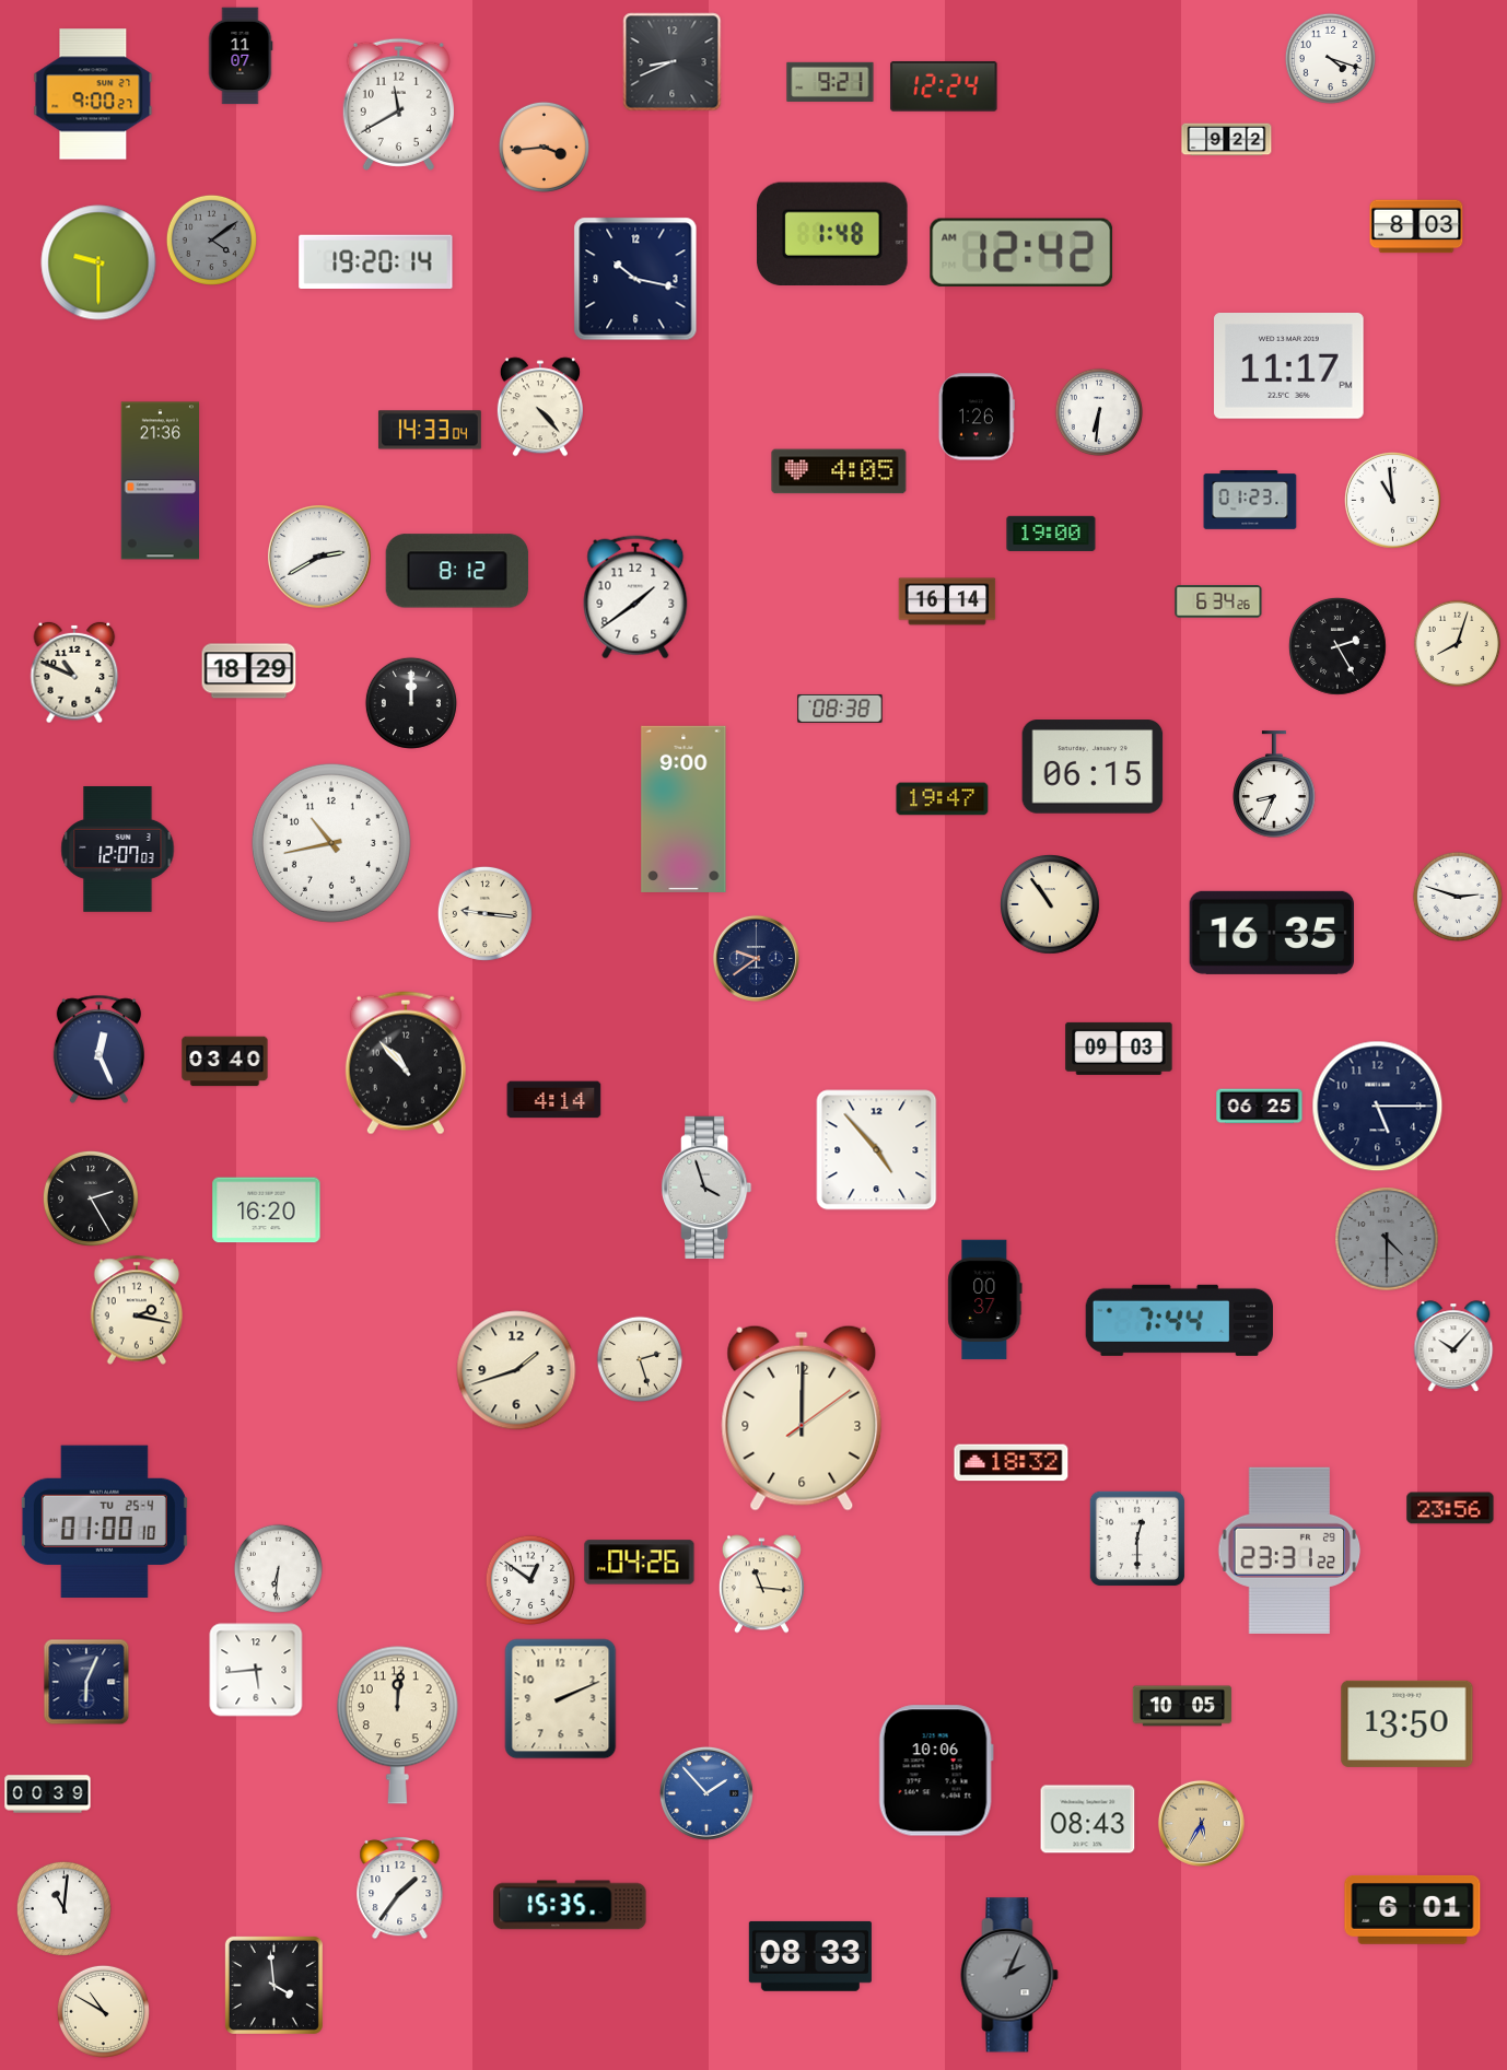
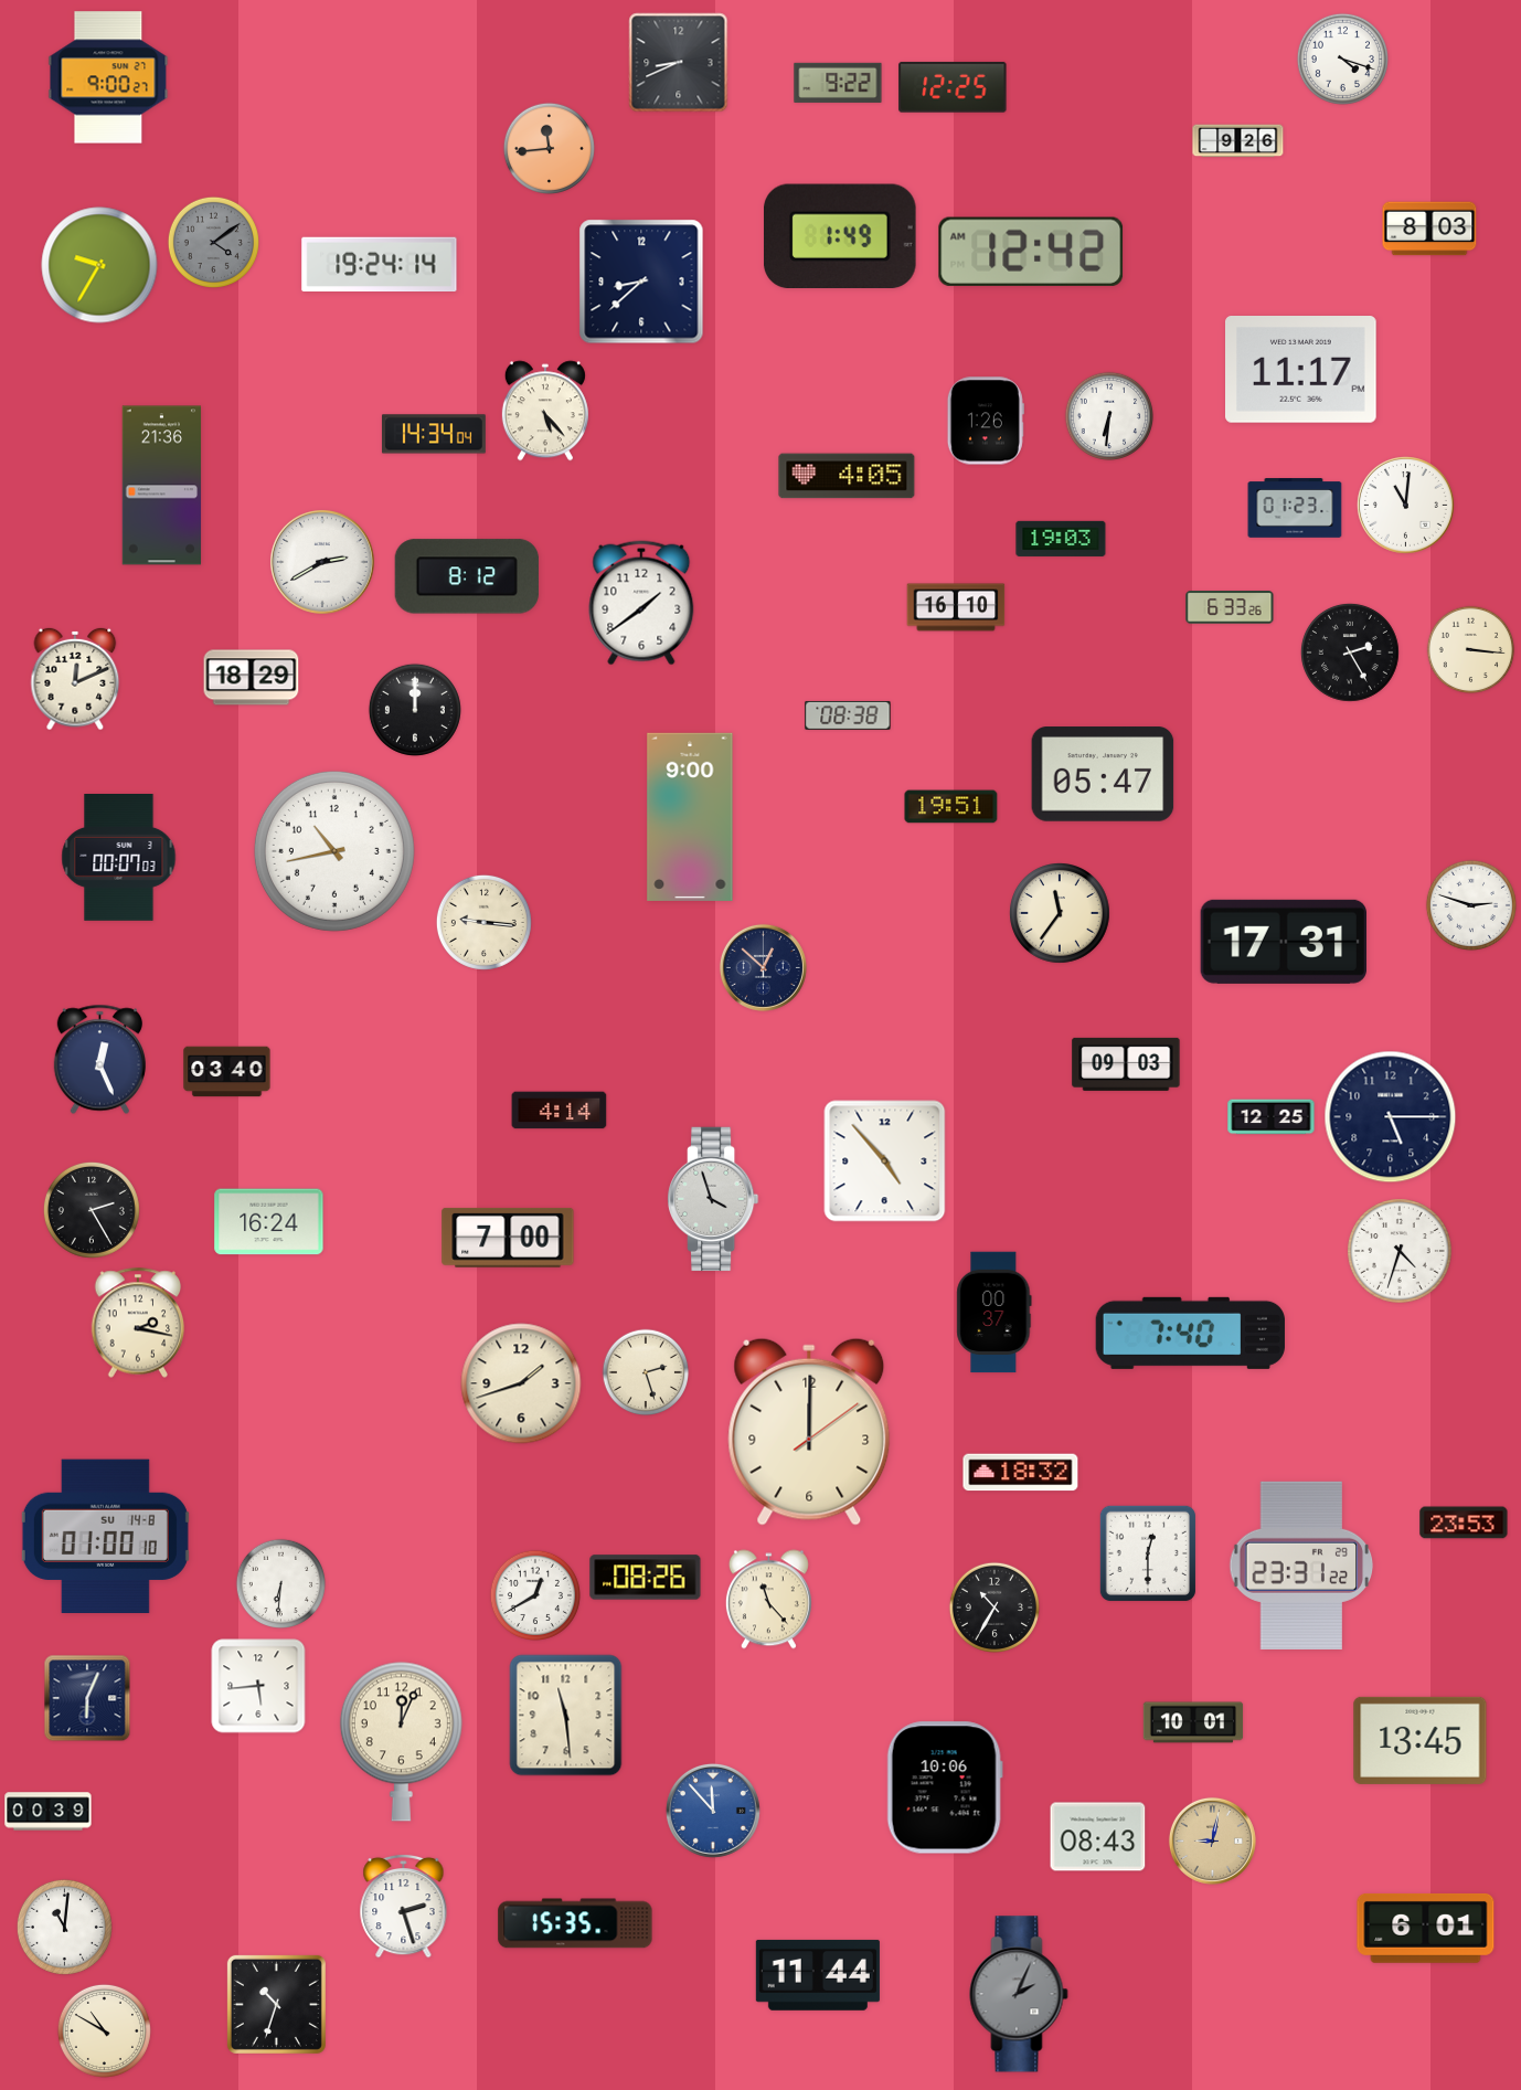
clock at (241, 56): 11:07 -> none
clock at (830, 82): 9:21 -> 9:22
clock at (944, 86): 12:24 -> 12:25
clock at (93, 94) position: (93, 94) -> (108, 77)
clock at (398, 104): 11:40 -> none
clock at (1227, 140): 9:22 -> 9:26
clock at (544, 147): 3:44 -> 11:44
clock at (833, 233): 1:48 -> 1:49
clock at (1021, 253) position: (1021, 253) -> (1031, 252)
clock at (98, 262): 9:30 -> 9:35
clock at (376, 262): 19:20 -> 19:24
clock at (635, 279): 10:17 -> 8:38
clock at (540, 407): 4:23 -> 5:23
clock at (430, 430): 14:33 -> 14:34
clock at (1250, 500) position: (1250, 500) -> (1295, 508)
clock at (1392, 500): 10:59 -> 11:01
clock at (1051, 534): 19:00 -> 19:03
clock at (457, 571) position: (457, 571) -> (467, 576)
clock at (947, 601): 16:14 -> 16:10
clock at (1218, 601): 6:34 -> 6:33
clock at (1458, 644): 8:03 -> 3:16
clock at (74, 673): 10:49 -> 12:11
clock at (1093, 767): 06:15 -> 05:47
clock at (1274, 784): 8:34 -> none
clock at (943, 799): 19:47 -> 19:51
clock at (118, 850): 12:07 -> 00:07
clock at (1051, 905): 10:54 -> 11:36
clock at (484, 913) position: (484, 913) -> (483, 922)
clock at (1271, 933): 16:35 -> 17:31
clock at (756, 958): 9:39 -> 12:52
clock at (1119, 1049) position: (1119, 1049) -> (1126, 1064)
clock at (406, 1063): 10:53 -> none
clock at (1260, 1107): 06:25 -> 12:25
clock at (267, 1211): 16:20 -> 16:24
clock at (508, 1238): none -> 7:00
clock at (1387, 1239): 4:30 -> 4:33
clock at (1387, 1239) dial: grey -> white
clock at (1179, 1320): 7:44 -> 7:40
clock at (1453, 1346): 10:07 -> none
clock at (1012, 1463) position: (1012, 1463) -> (1021, 1473)
clock at (1450, 1508): 23:56 -> 23:53
clock at (104, 1522) date: TU 25-4 -> SU 14-8
clock at (640, 1563): 04:26 -> 08:26
clock at (530, 1580): 12:51 -> 12:40
clock at (761, 1584): 11:16 -> 11:23
clock at (995, 1608): none -> 10:35
clock at (561, 1699): 2:11 -> 11:29
clock at (1182, 1706): 10:05 -> 10:01
clock at (1407, 1723): 13:50 -> 13:45
clock at (397, 1724): 12:01 -> 12:04
clock at (706, 1793): 1:53 -> 11:53
clock at (1201, 1823): 5:35 -> 9:02
clock at (400, 1887): 1:36 -> 2:27
clock at (810, 1956): 08:33 -> 11:44
clock at (273, 1985): 3:59 -> 10:33
